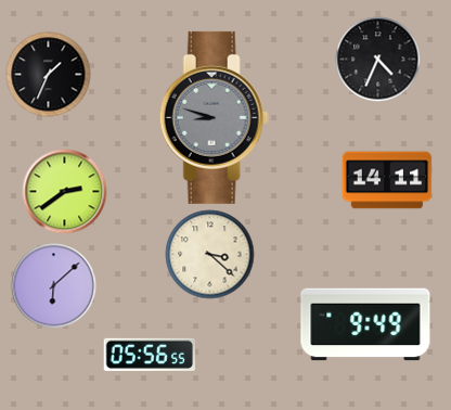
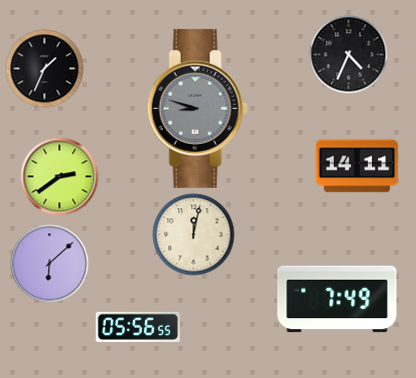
clock at (209, 254): 3:22 -> 12:02
clock at (365, 324): 9:49 -> 7:49
